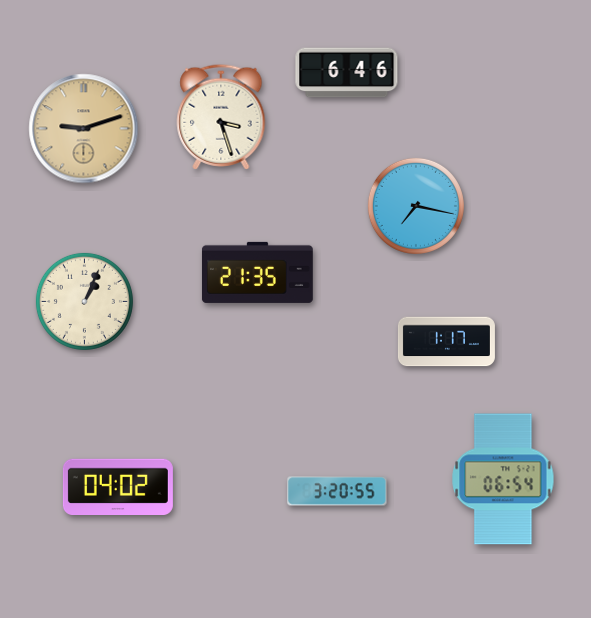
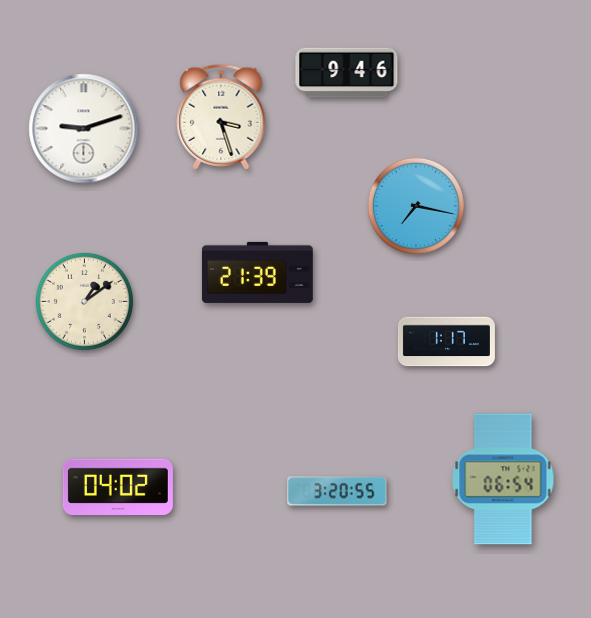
clock at (347, 73): 6:46 -> 9:46
clock at (84, 129) dial: champagne -> white
clock at (257, 272): 21:35 -> 21:39
clock at (84, 301): 1:04 -> 1:09
